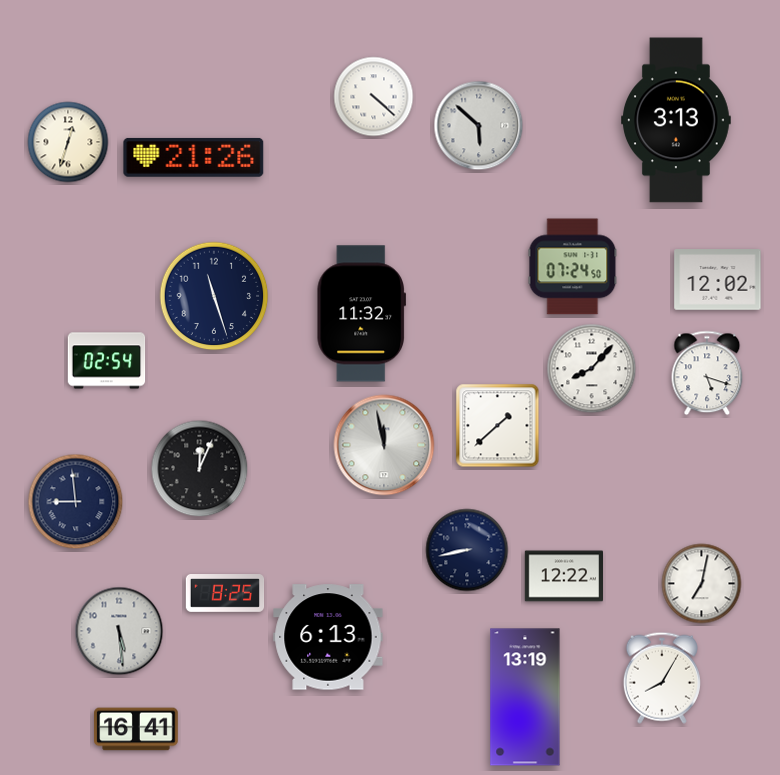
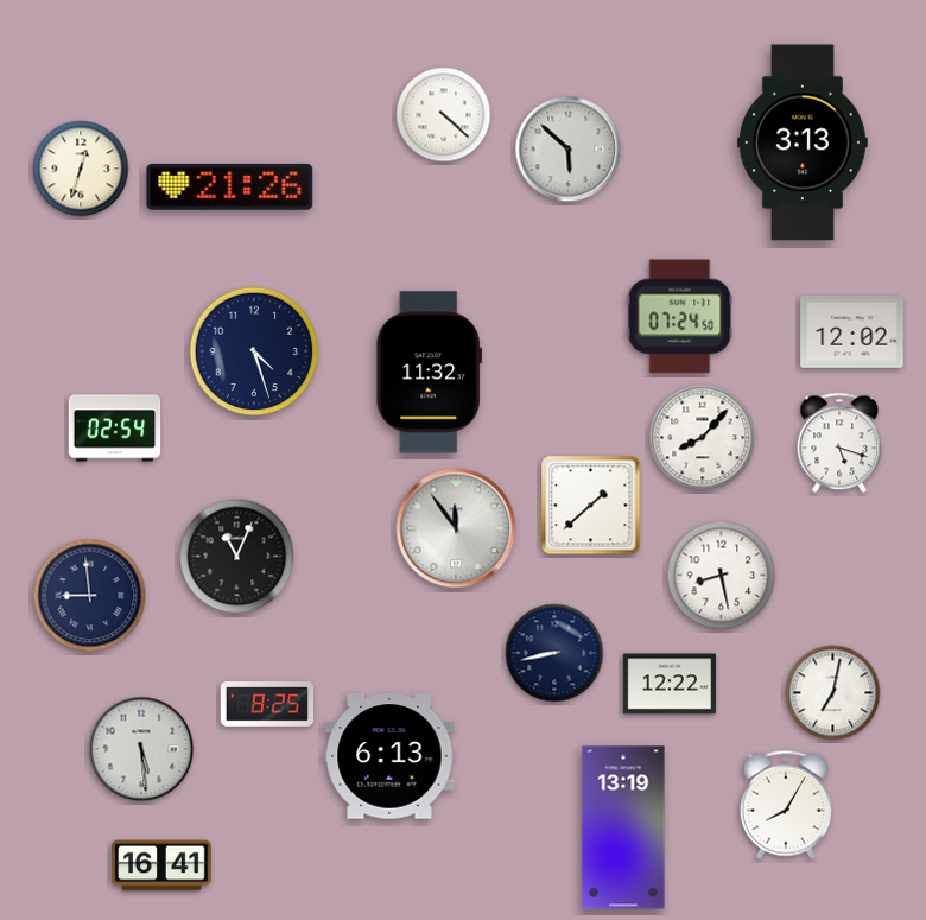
clock at (214, 296): 11:27 -> 4:27
clock at (107, 361) position: (107, 361) -> (115, 429)
clock at (384, 445): 11:58 -> 11:54
clock at (200, 469): 12:04 -> 11:04
clock at (722, 576): none -> 8:28
